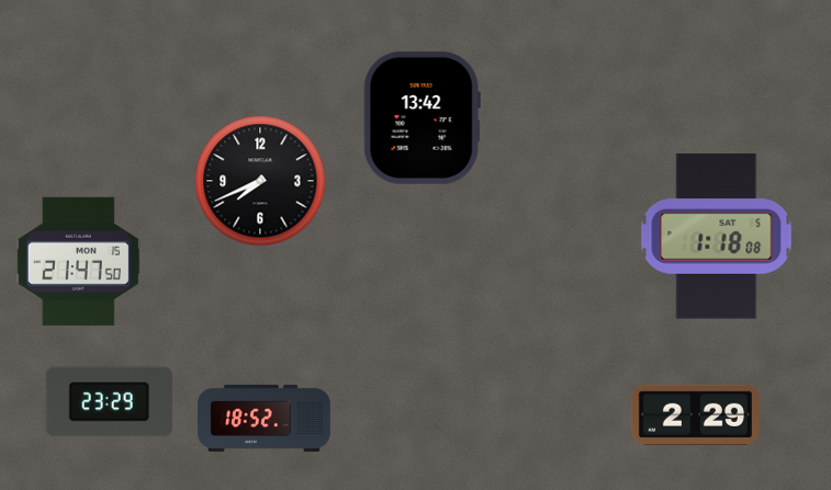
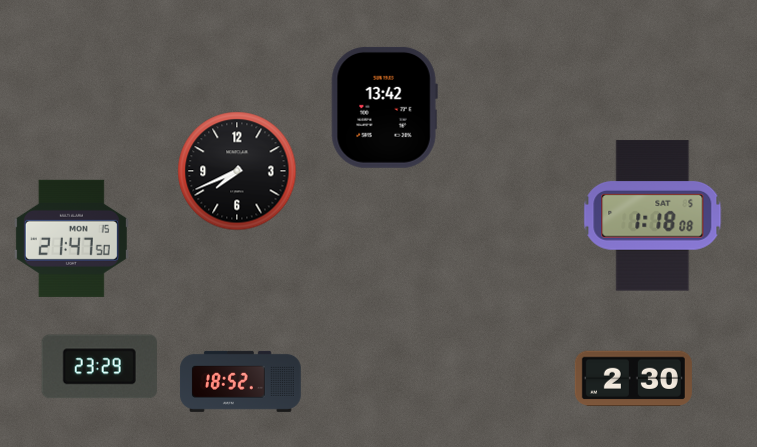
clock at (260, 181) position: (260, 181) -> (237, 171)
clock at (695, 415): 2:29 -> 2:30
